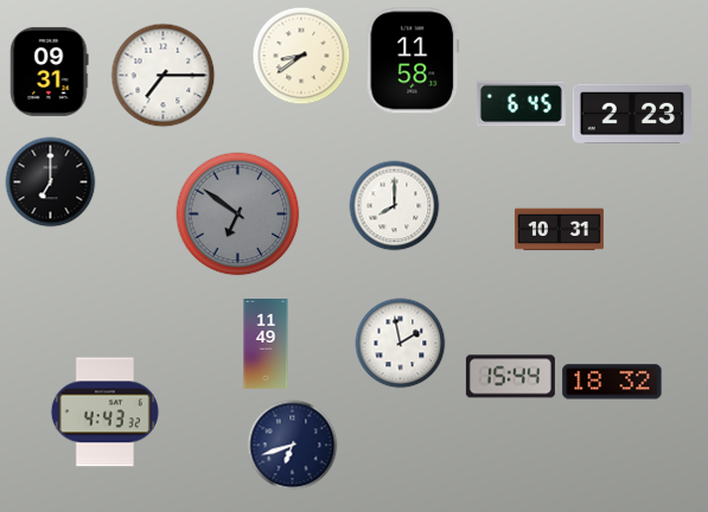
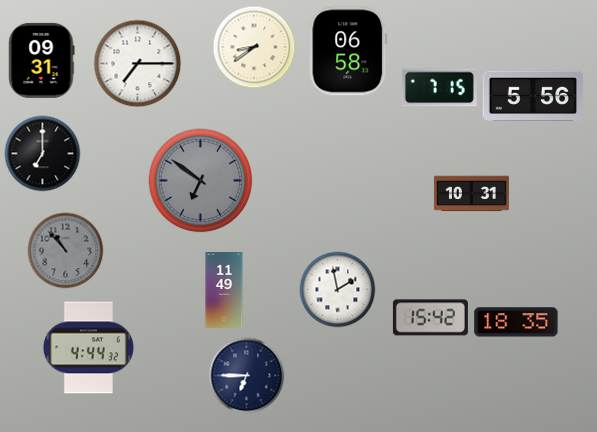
clock at (413, 60): 11:58 -> 06:58
clock at (521, 104): 6:45 -> 7:15
clock at (632, 113): 2:23 -> 5:56
clock at (395, 206): 8:00 -> none
clock at (66, 251): none -> 10:53
clock at (510, 377): 15:44 -> 15:42
clock at (612, 382): 18:32 -> 18:35
clock at (104, 412): 4:43 -> 4:44
clock at (293, 446): 6:42 -> 6:45
